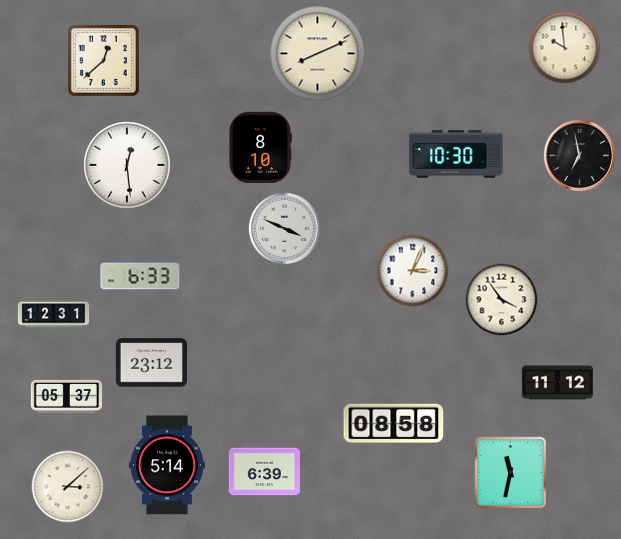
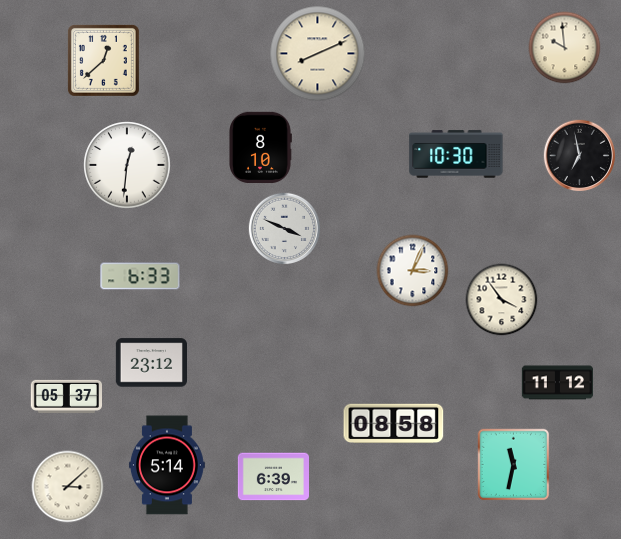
clock at (127, 165): 12:29 -> 12:31
clock at (54, 315): 12:31 -> none
clock at (264, 472) position: (264, 472) -> (273, 477)
clock at (511, 473) position: (511, 473) -> (514, 465)
